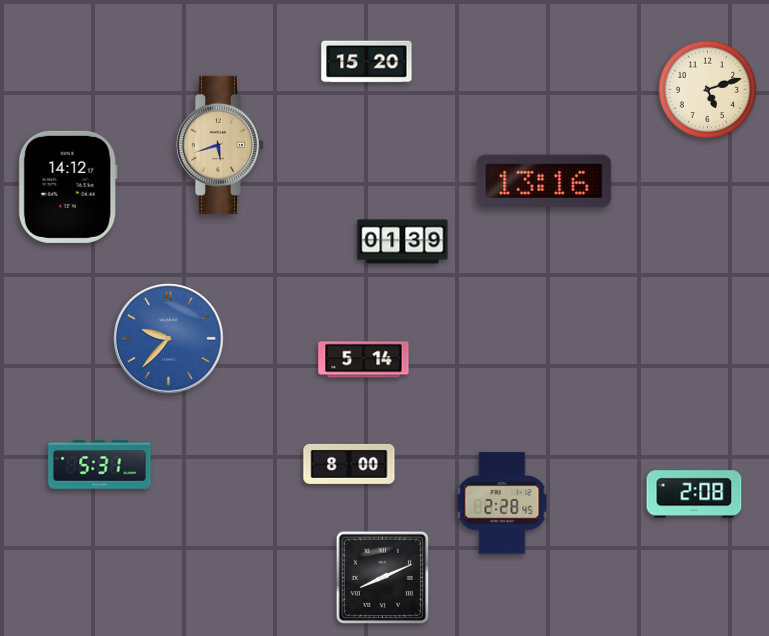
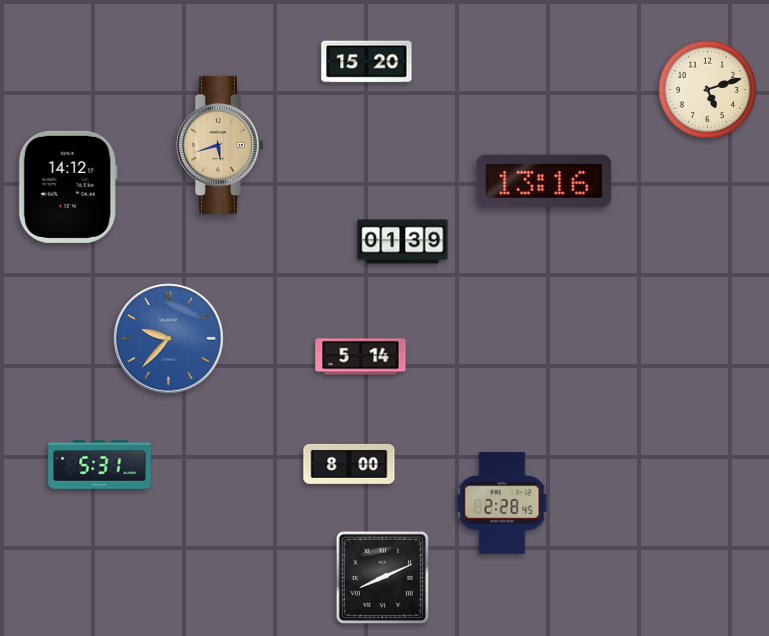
clock at (364, 360) position: (364, 360) -> (361, 357)
clock at (694, 494): 2:08 -> none
